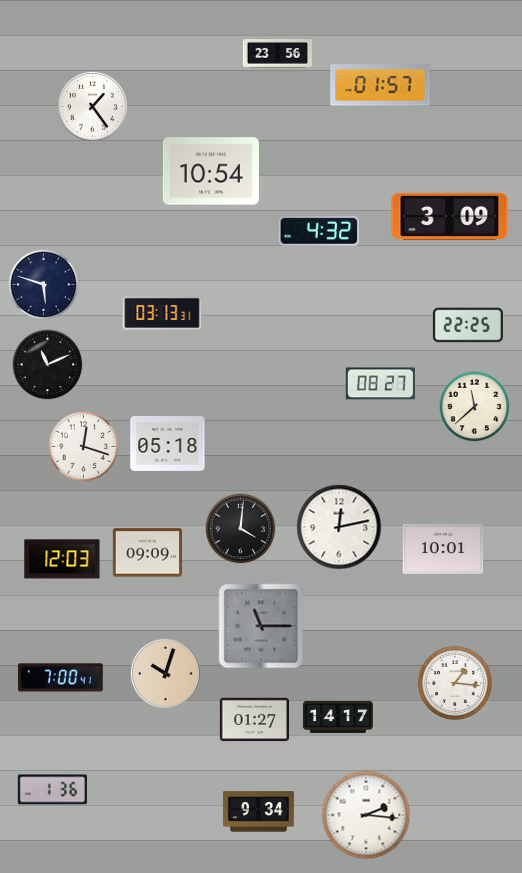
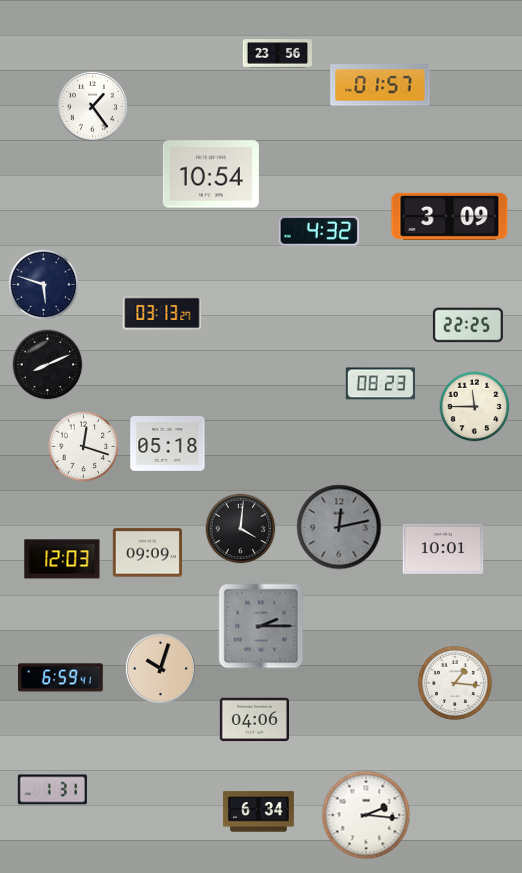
clock at (211, 171) position: (211, 171) -> (211, 174)
clock at (162, 314): 03:13:31 -> 03:13:27
clock at (48, 365): 11:11 -> 8:11
clock at (380, 384): 08:27 -> 08:23
clock at (475, 407): 11:38 -> 11:45
clock at (339, 527) dial: white -> grey
clock at (261, 626): 11:15 -> 2:15
clock at (165, 673) position: (165, 673) -> (160, 668)
clock at (61, 678): 7:00 -> 6:59
clock at (338, 717): 14:17 -> none
clock at (254, 720): 01:27 -> 04:06
clock at (52, 790): 1:36 -> 1:31
clock at (258, 812): 9:34 -> 6:34
